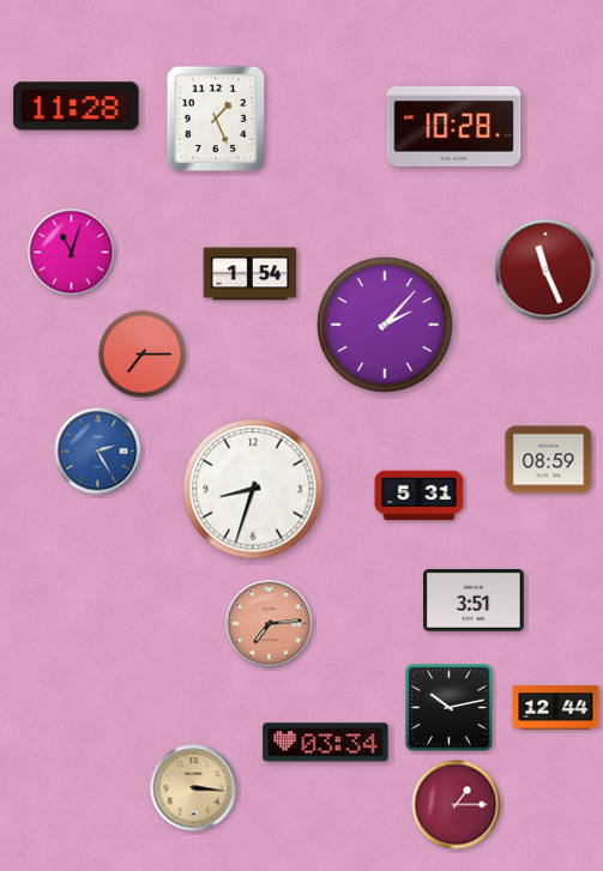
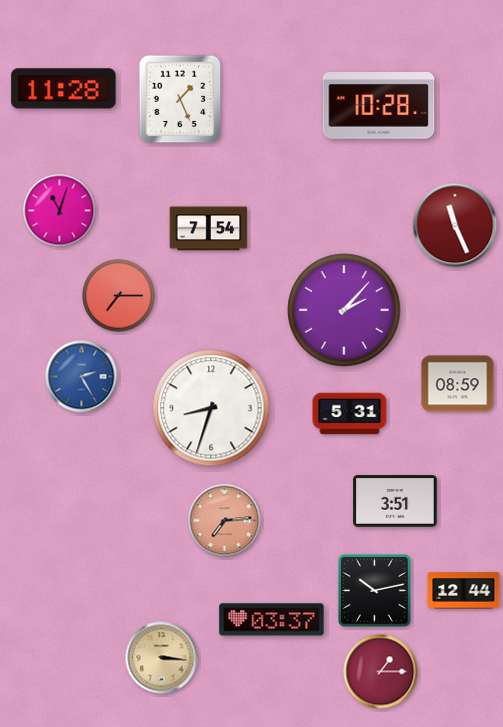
clock at (251, 274): 1:54 -> 7:54
clock at (385, 325) position: (385, 325) -> (344, 310)
clock at (326, 743): 03:34 -> 03:37
